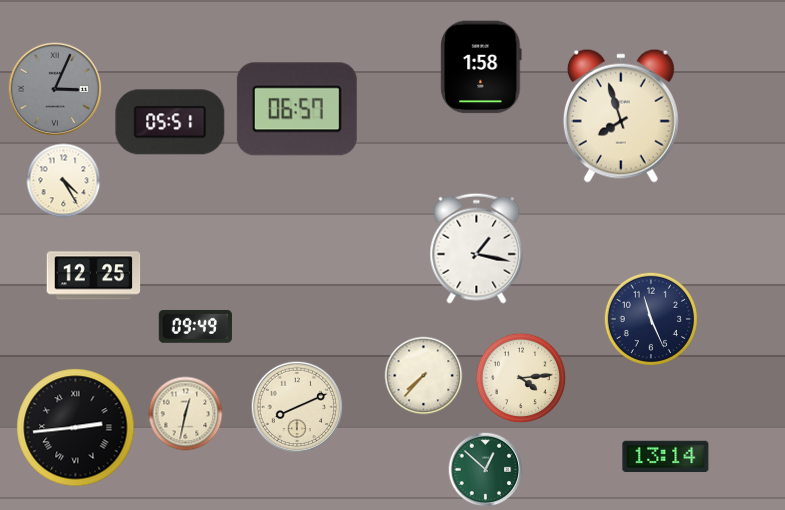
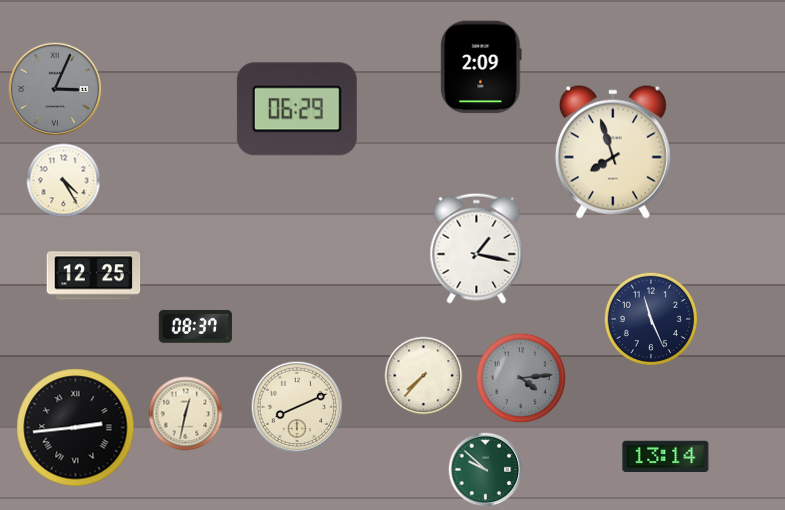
clock at (481, 67): 1:58 -> 2:09
clock at (297, 109): 06:57 -> 06:29
clock at (621, 116) position: (621, 116) -> (613, 152)
clock at (170, 122): 05:51 -> none
clock at (195, 326): 09:49 -> 08:37
clock at (521, 378) dial: cream -> grey
clock at (486, 470): 12:52 -> 9:52
